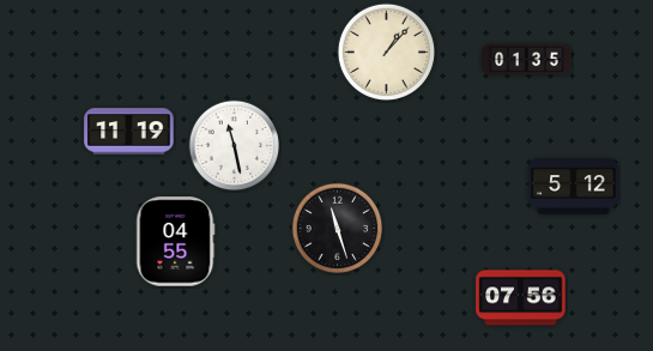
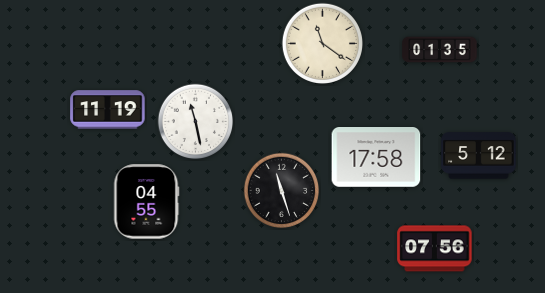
clock at (386, 52): 1:07 -> 11:21
clock at (376, 158): none -> 17:58
